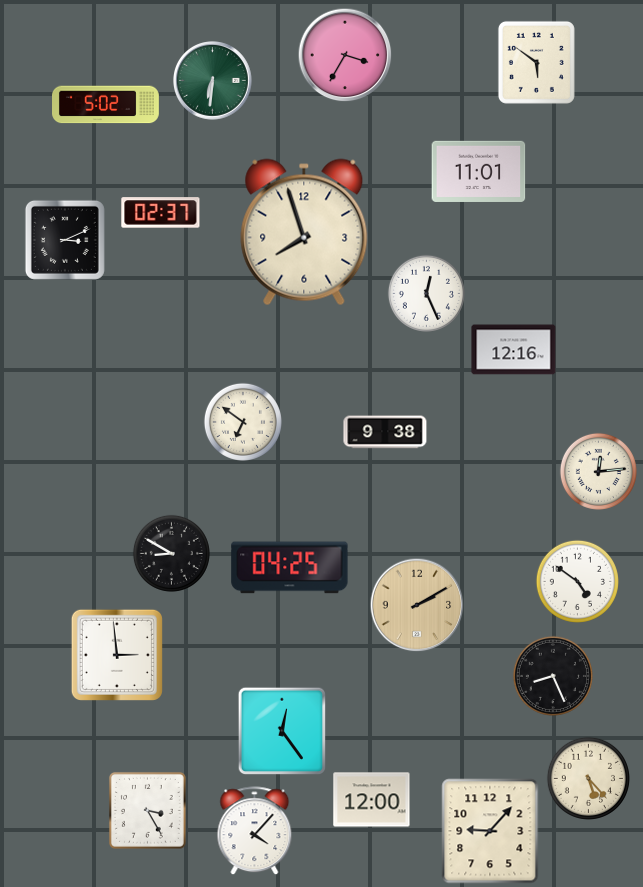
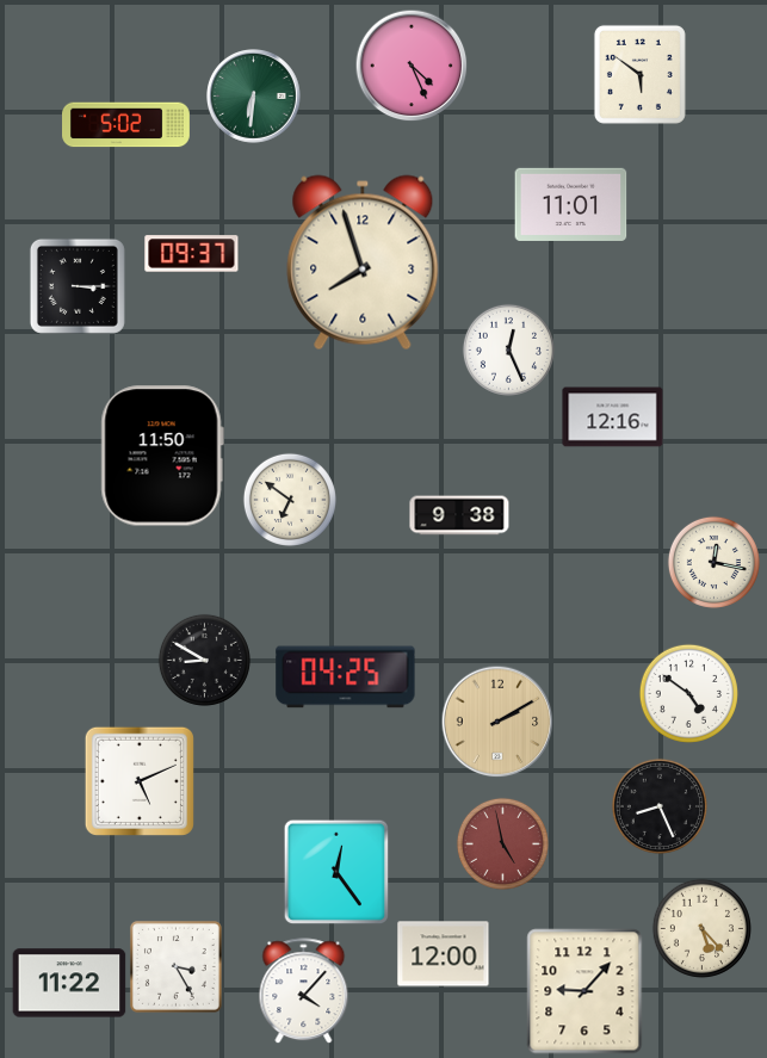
clock at (345, 55): 3:35 -> 4:26
clock at (161, 213): 02:37 -> 09:37
clock at (304, 232) position: (304, 232) -> (363, 262)
clock at (65, 240): 3:11 -> 3:15
clock at (162, 456): none -> 11:50
clock at (243, 422) position: (243, 422) -> (290, 500)
clock at (598, 471): 12:14 -> 12:17
clock at (117, 655): 2:59 -> 5:11
clock at (502, 843): none -> 4:58
clock at (69, 983): none -> 11:22
